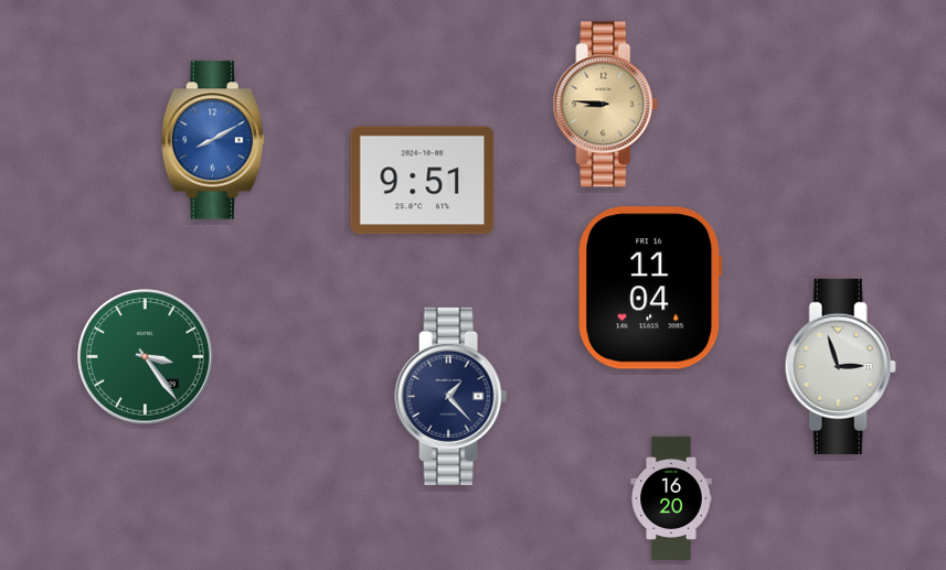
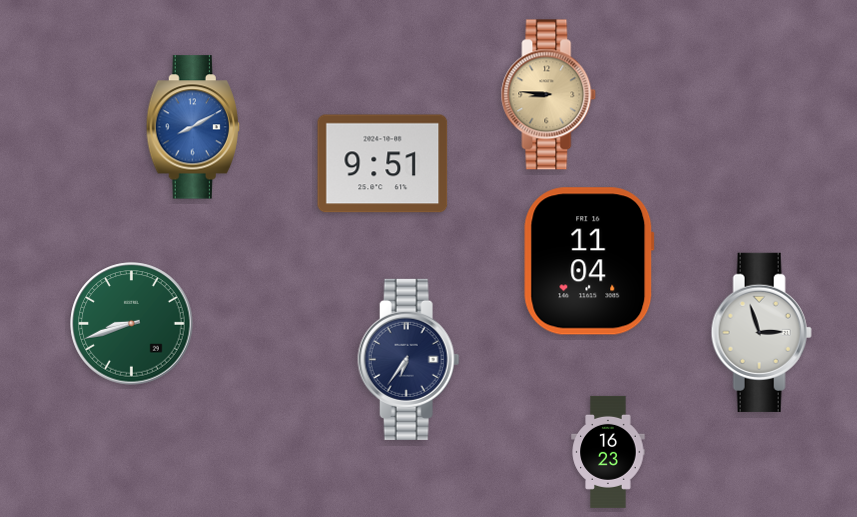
clock at (146, 357): 3:24 -> 8:42
clock at (451, 396): 1:23 -> 6:36
clock at (671, 498): 16:20 -> 16:23
